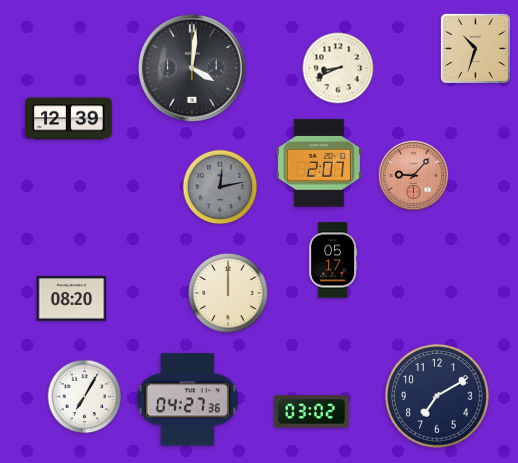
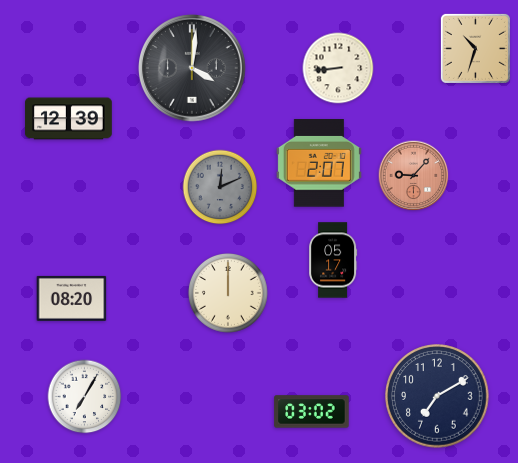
clock at (338, 68): 8:41 -> 8:44
clock at (220, 187): 12:13 -> 12:11
clock at (187, 400): 04:27 -> none
